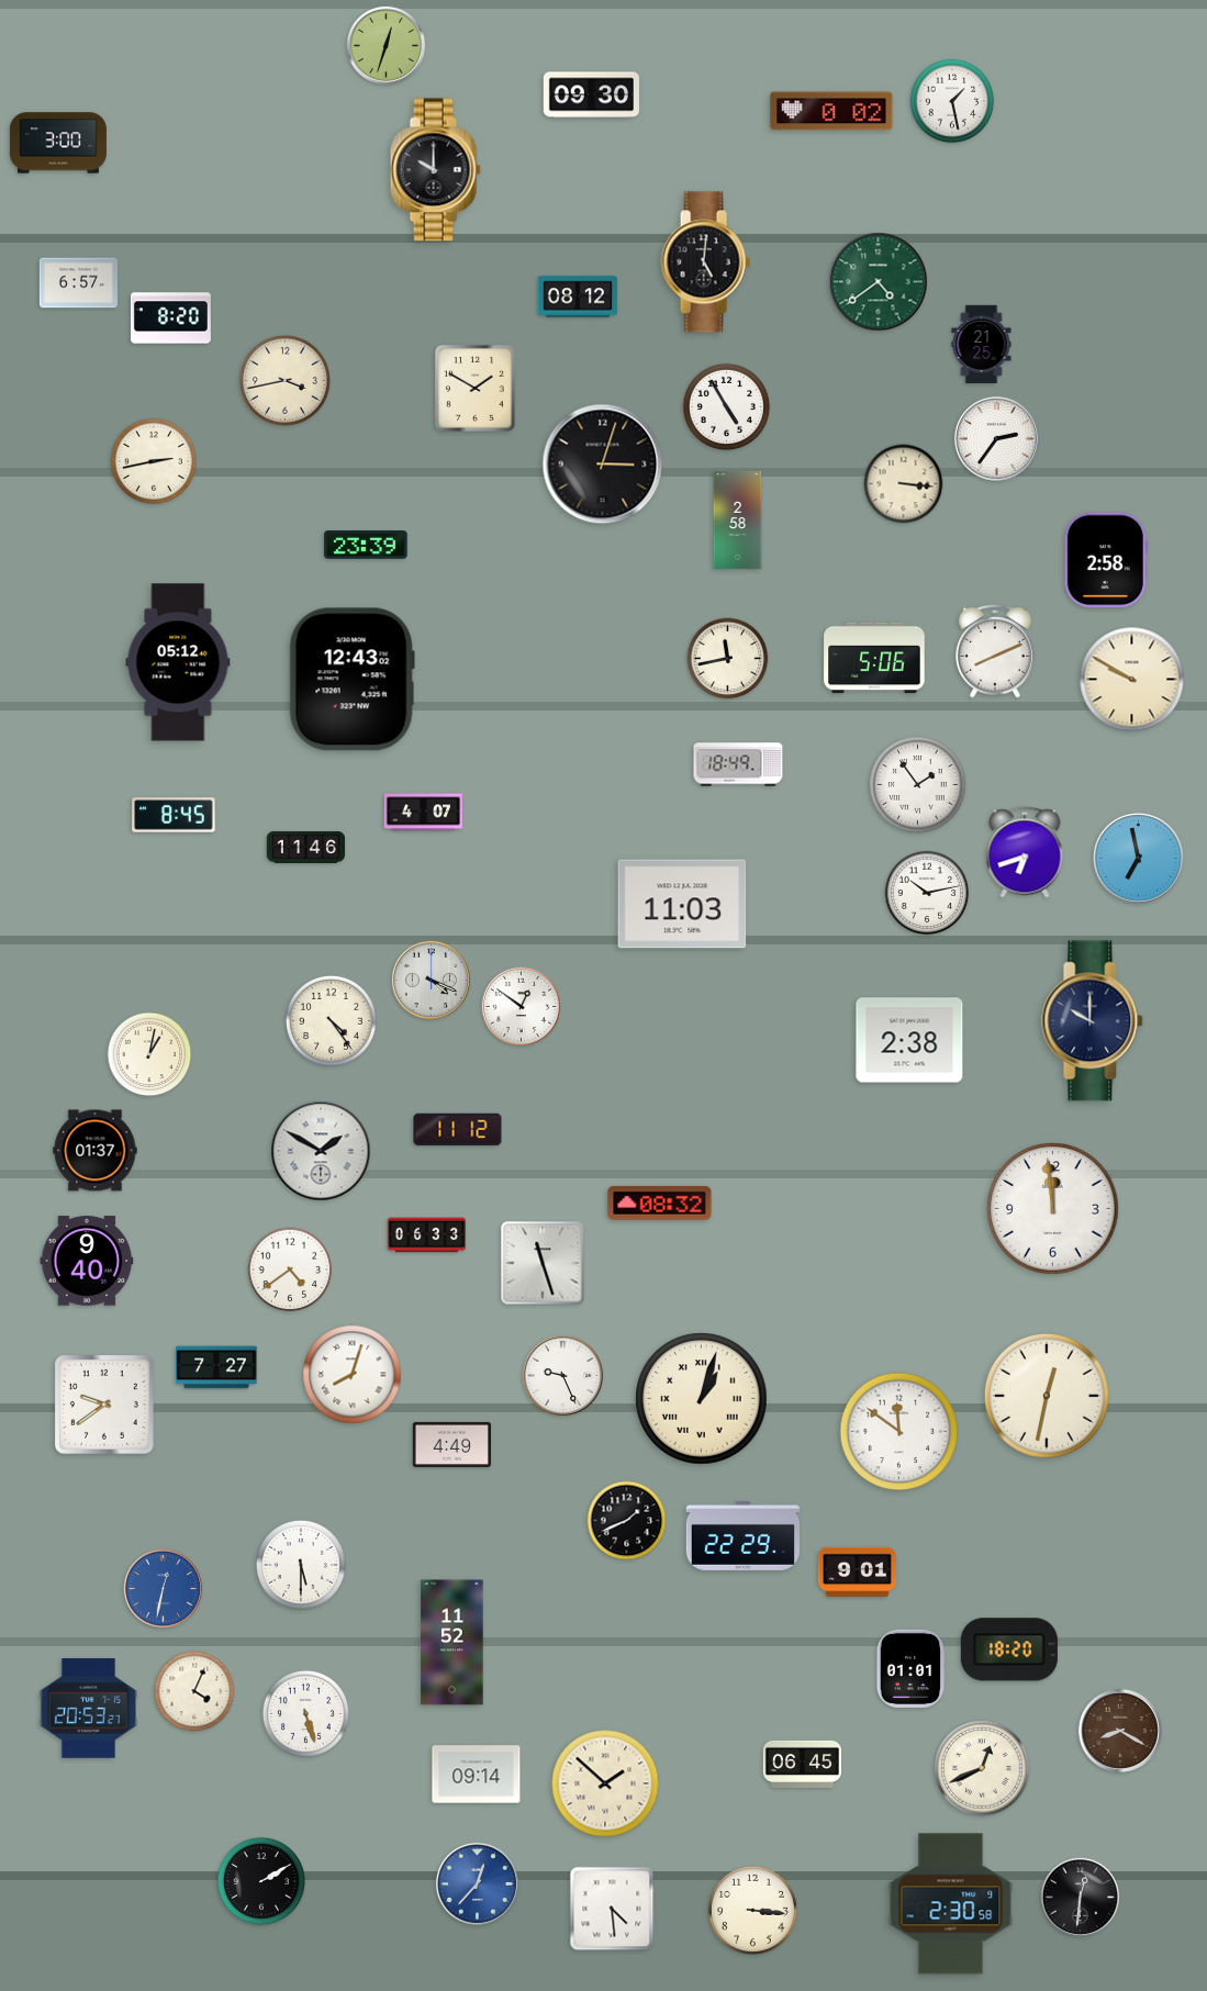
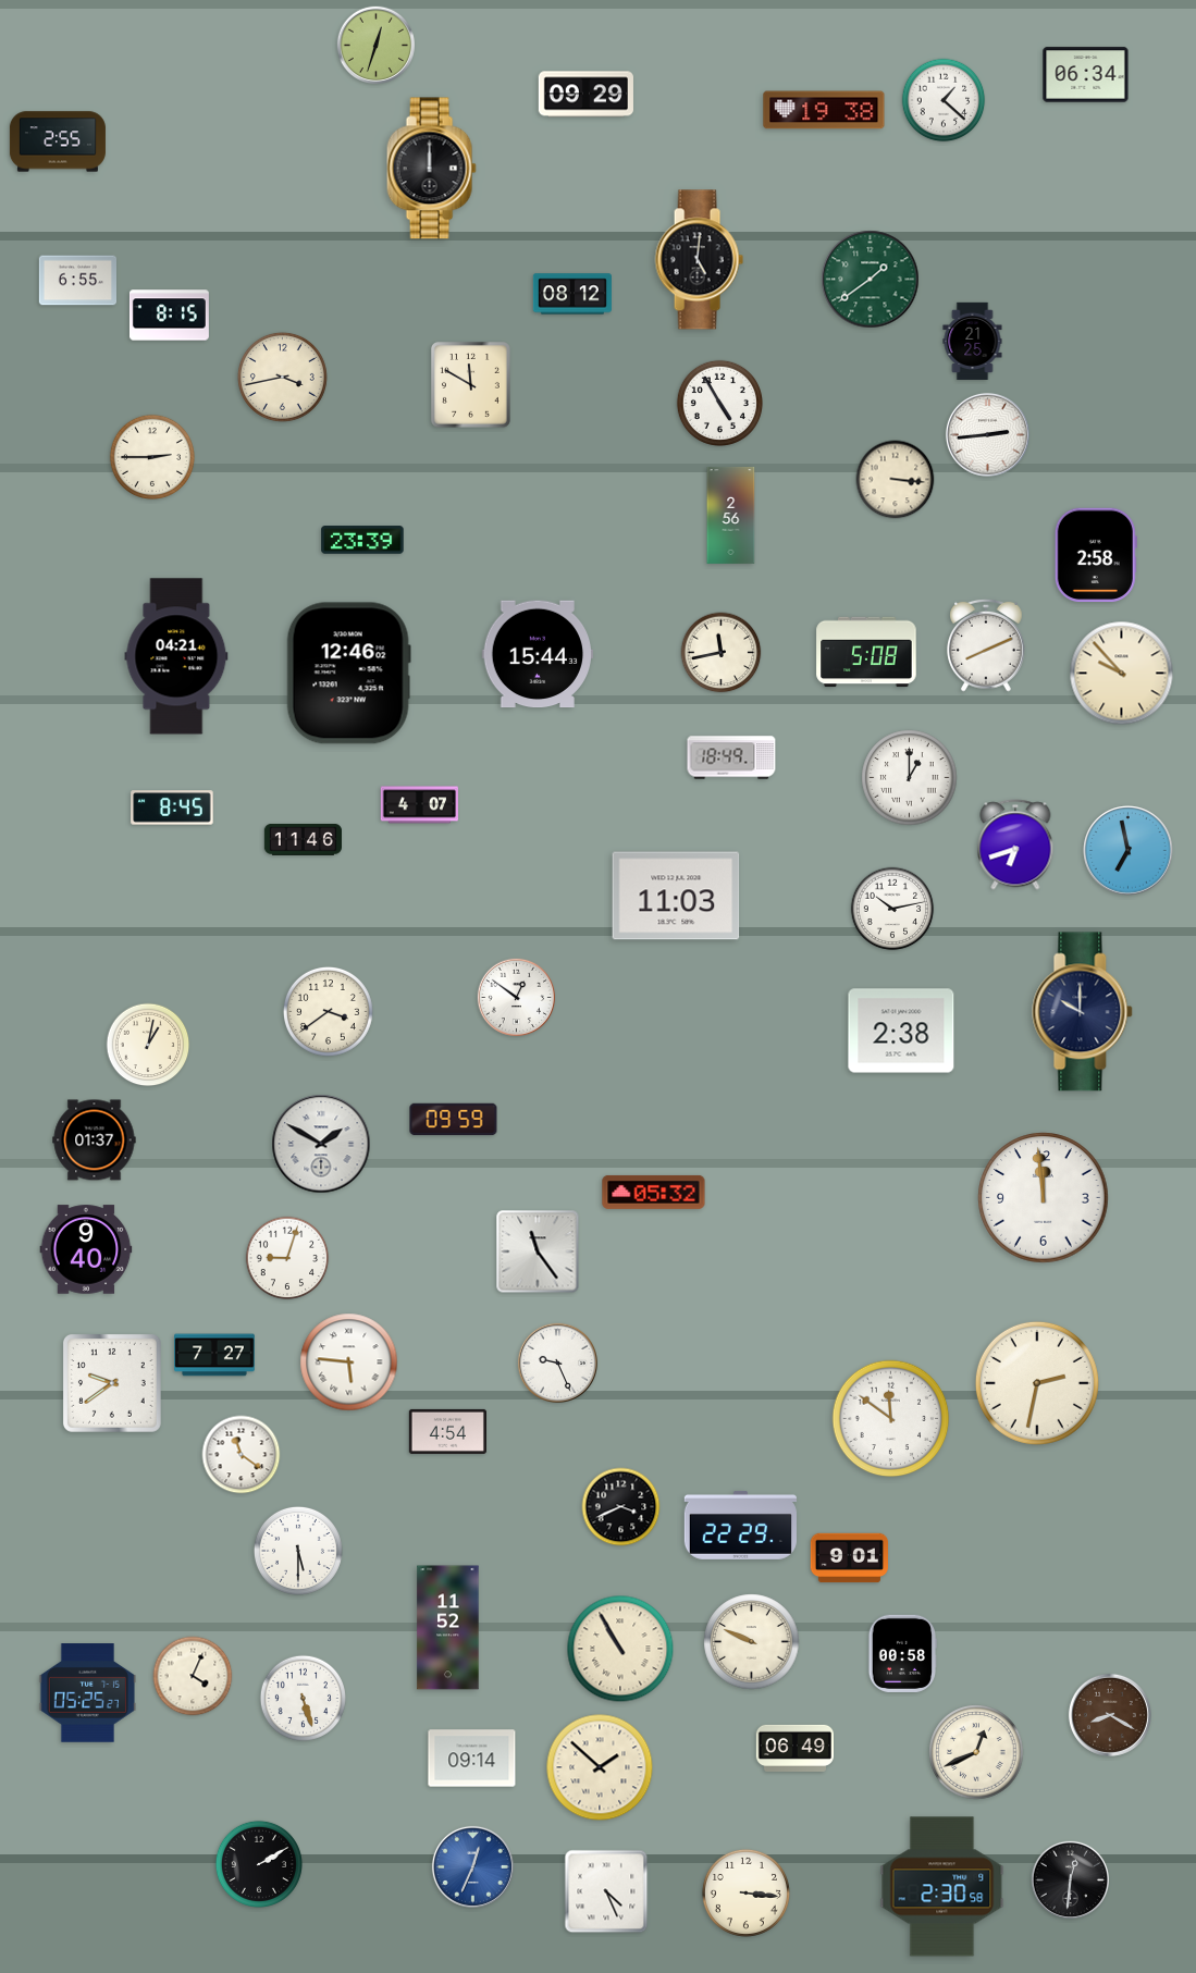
clock at (385, 45) position: (385, 45) -> (375, 45)
clock at (1086, 75): none -> 06:34
clock at (591, 96): 09:30 -> 09:29
clock at (952, 101): 1:28 -> 1:22
clock at (831, 111): 0:02 -> 19:38
clock at (58, 143): 3:00 -> 2:55
clock at (435, 170): 10:00 -> 12:00
clock at (879, 282): 4:39 -> 1:39
clock at (78, 283): 6:57 -> 6:55
clock at (170, 318): 8:20 -> 8:15
clock at (476, 389): 1:50 -> 11:50
clock at (996, 438): 2:36 -> 2:44
clock at (153, 460): 2:43 -> 2:45
clock at (603, 465): 3:03 -> none
clock at (738, 519): 2:58 -> 2:56
clock at (874, 658): 5:06 -> 5:08
clock at (538, 654): none -> 15:44
clock at (178, 662): 05:12 -> 04:21
clock at (351, 680): 12:43 -> 12:46
clock at (1132, 680): 9:50 -> 9:53
clock at (918, 785): 1:54 -> 1:00
clock at (927, 893) position: (927, 893) -> (892, 909)
clock at (431, 980): 4:19 -> none
clock at (331, 1020): 4:24 -> 3:39
clock at (458, 1130): 11:12 -> 09:59
clock at (321, 1151) position: (321, 1151) -> (321, 1144)
clock at (660, 1203): 08:32 -> 05:32
clock at (426, 1235): 06:33 -> none
clock at (543, 1263): 11:27 -> 11:24
clock at (290, 1269): 4:39 -> 9:03
clock at (353, 1375): 8:03 -> 5:46
clock at (1047, 1396): 12:32 -> 2:32
clock at (702, 1399): 1:03 -> none
clock at (104, 1405) position: (104, 1405) -> (112, 1383)
clock at (451, 1444): 4:49 -> 4:54
clock at (242, 1455): none -> 11:21
clock at (627, 1521): 1:41 -> 3:41
clock at (742, 1535) position: (742, 1535) -> (740, 1525)
clock at (163, 1588): 12:32 -> none
clock at (1009, 1649): 18:20 -> none
clock at (752, 1642): none -> 9:49
clock at (620, 1649): none -> 10:55
clock at (910, 1668): 01:01 -> 00:58
clock at (88, 1709): 20:53 -> 05:25
clock at (802, 1764): 06:45 -> 06:49
clock at (982, 1768) position: (982, 1768) -> (976, 1752)
clock at (477, 1883): 12:37 -> 12:34
clock at (612, 1909): 4:29 -> 4:26
